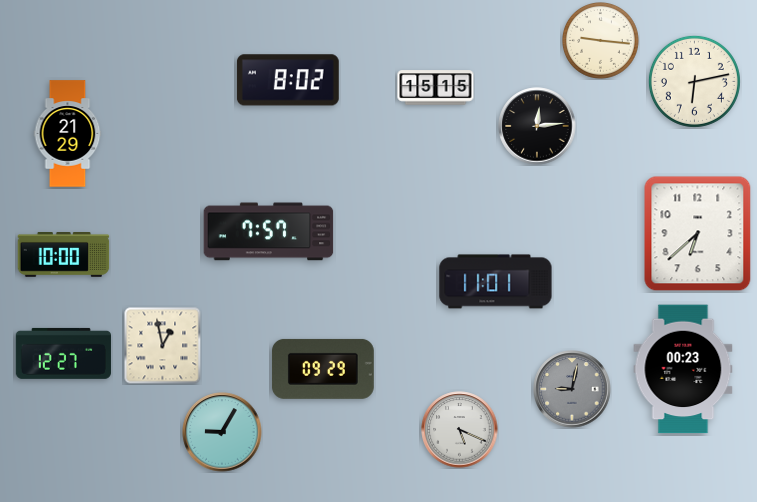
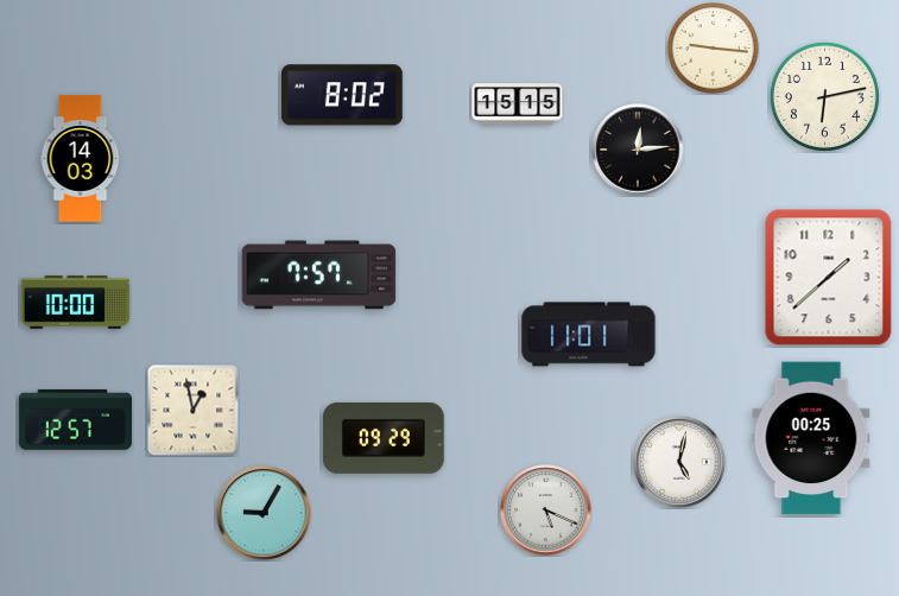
clock at (68, 134): 21:29 -> 14:03
clock at (698, 234): 6:38 -> 1:38
clock at (63, 353): 12:27 -> 12:57
clock at (683, 369): 00:23 -> 00:25
clock at (572, 389): 9:02 -> 5:02
clock at (572, 389) dial: grey -> white
